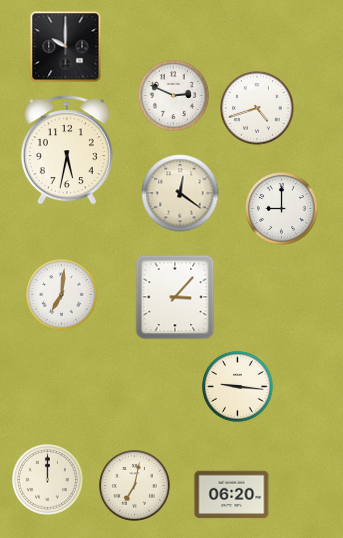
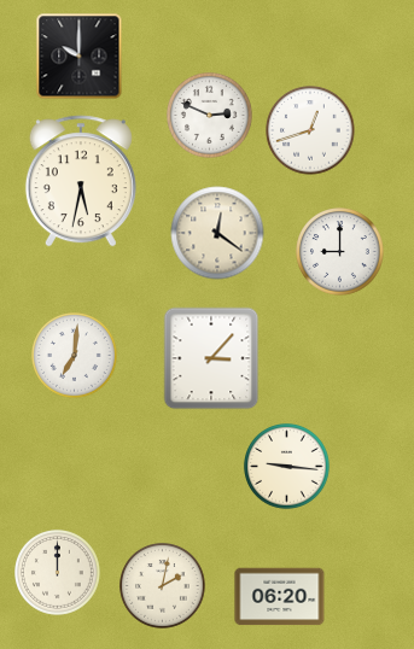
clock at (257, 108): 4:42 -> 12:42
clock at (48, 480) position: (48, 480) -> (58, 573)
clock at (135, 486): 7:02 -> 2:02
